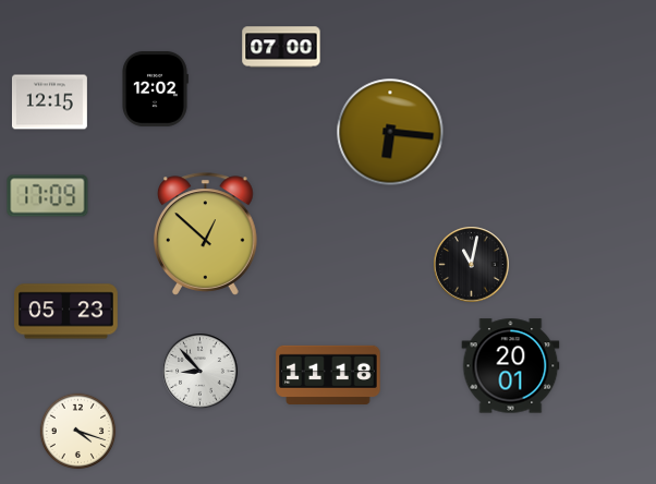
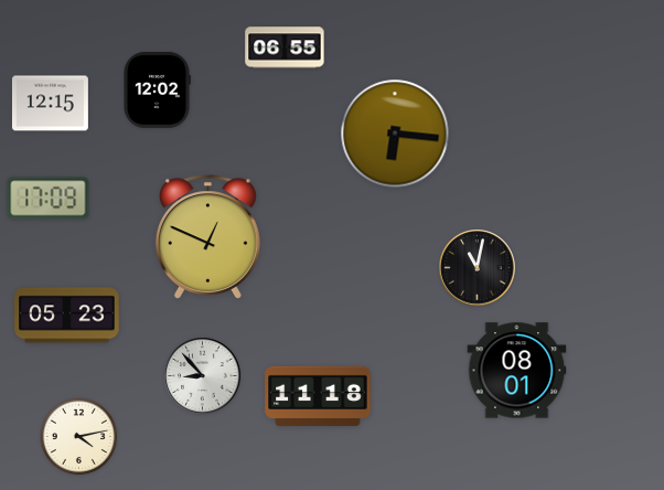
clock at (281, 47): 07:00 -> 06:55
clock at (206, 234): 12:52 -> 12:49
clock at (511, 366): 20:01 -> 08:01
clock at (328, 374) position: (328, 374) -> (318, 395)
clock at (78, 432): 4:18 -> 4:13
